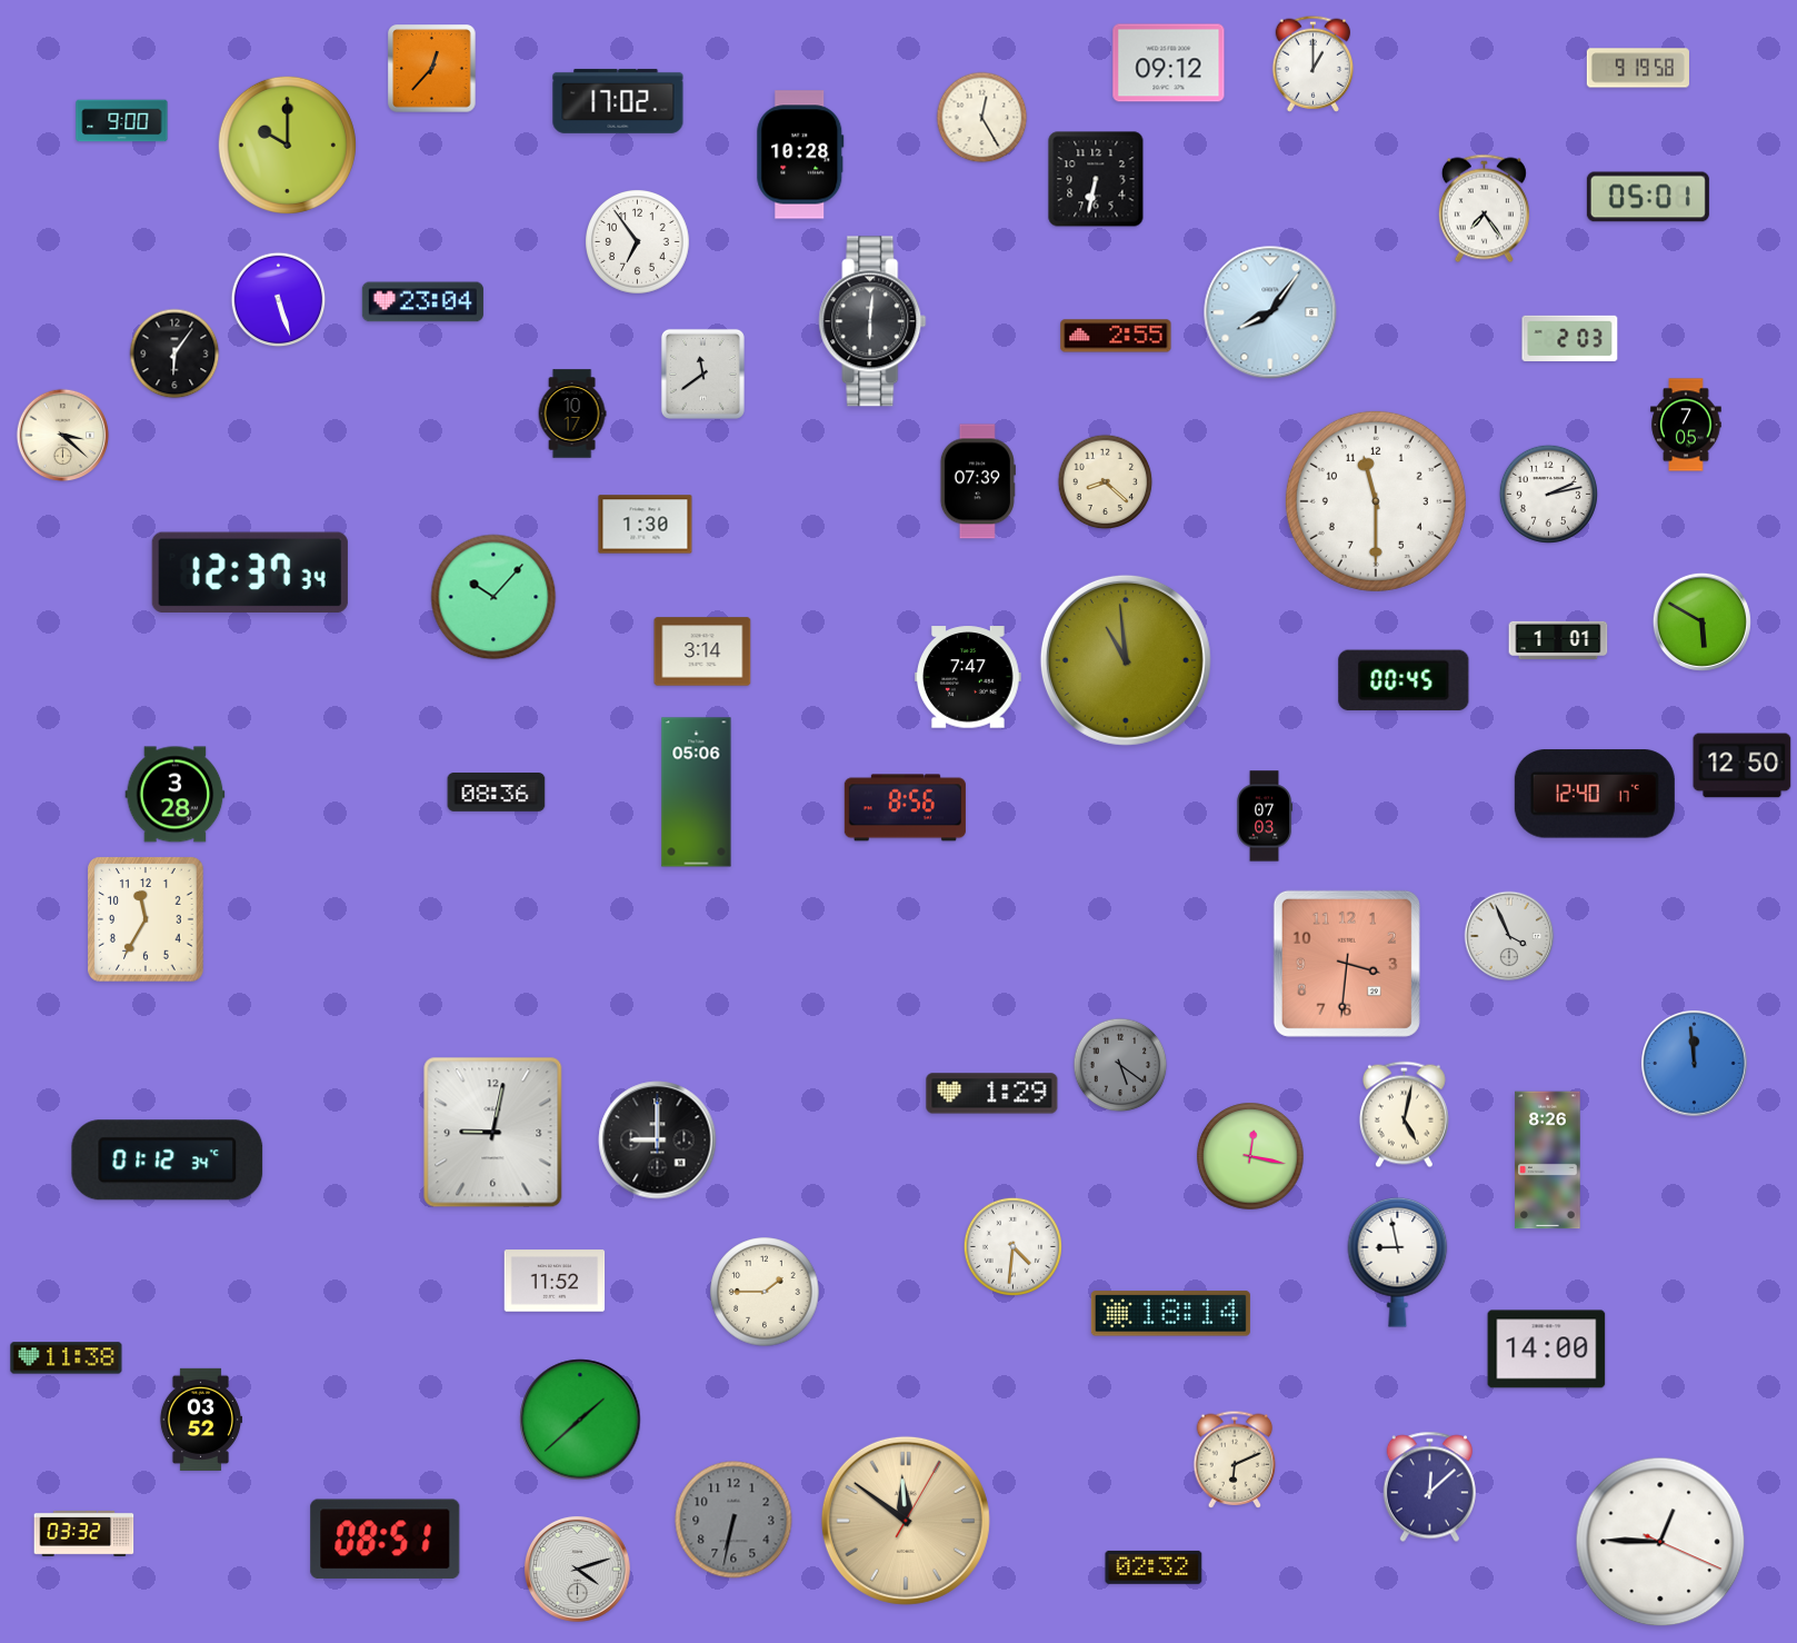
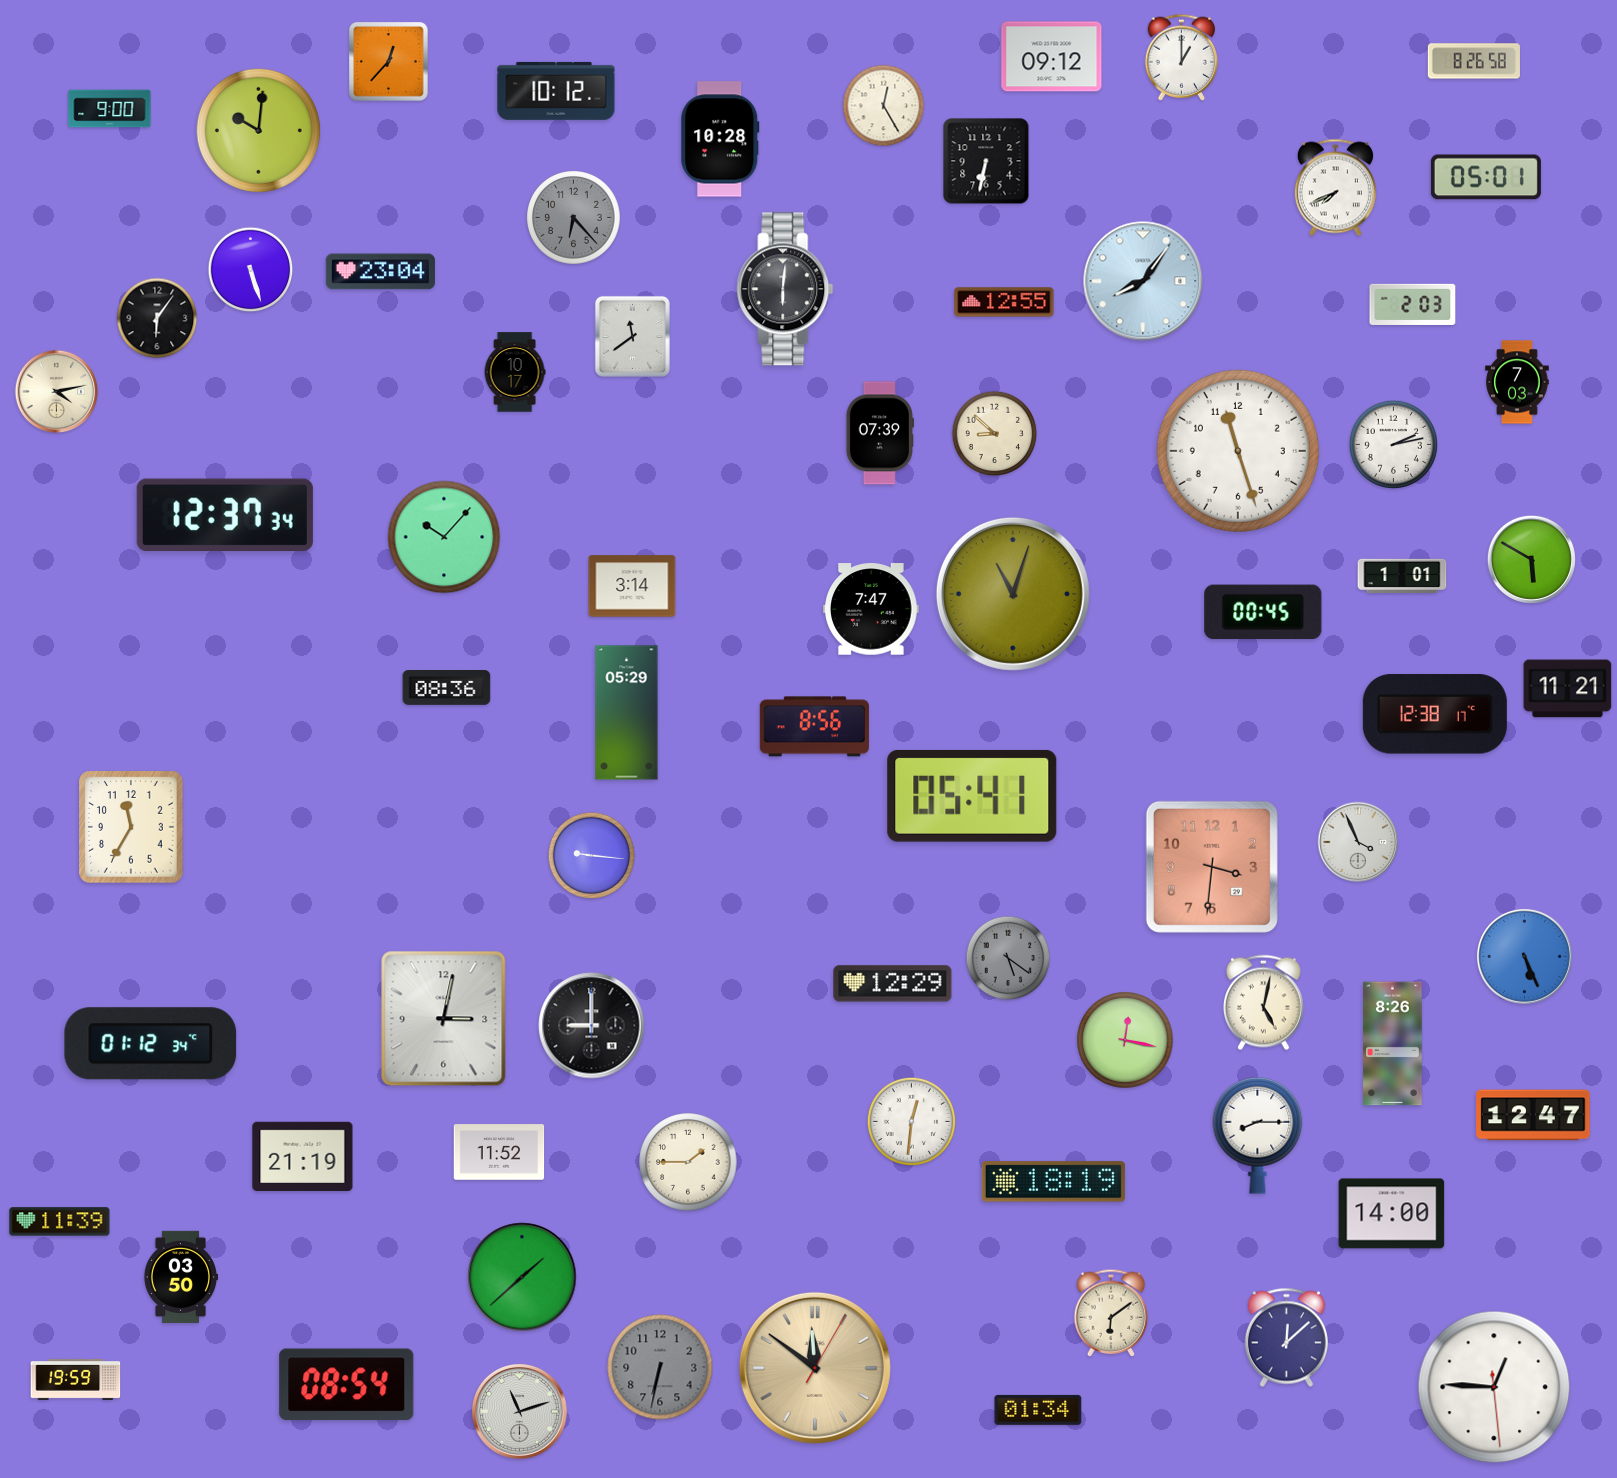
clock at (1638, 68): 9:19 -> 8:26
clock at (618, 101): 17:02 -> 10:12
clock at (287, 145): 10:00 -> 10:01
clock at (1648, 197) position: (1648, 197) -> (1486, 177)
clock at (1484, 209): 7:24 -> 7:41
clock at (638, 242): 6:54 -> 6:23
clock at (638, 242) dial: white -> grey
clock at (1116, 336): 2:55 -> 12:55
clock at (1686, 425): 7:05 -> 7:03
clock at (63, 436): 3:22 -> 4:13
clock at (1106, 482): 8:22 -> 8:52
clock at (1376, 501): 11:30 -> 11:27
clock at (646, 525): 1:30 -> none
clock at (1126, 660): 10:59 -> 11:03
clock at (1743, 766): 12:50 -> 11:21
clock at (497, 793) position: (497, 793) -> (447, 688)
clock at (697, 793): 05:06 -> 05:29
clock at (1595, 794): 12:40 -> 12:38
clock at (176, 795): 3:28 -> none
clock at (1265, 816): 07:03 -> none
clock at (972, 796): none -> 05:41
clock at (591, 855): none -> 9:16
clock at (1694, 1063): 11:59 -> 5:26
clock at (992, 1094): 1:29 -> 12:29
clock at (493, 1133): 9:02 -> 3:02
clock at (1533, 1115): none -> 12:47
clock at (1012, 1246): 4:31 -> 12:31
clock at (1398, 1263): 8:58 -> 8:15
clock at (303, 1156): none -> 21:19
clock at (1170, 1314): 18:14 -> 18:19
clock at (67, 1358): 11:38 -> 11:39
clock at (201, 1420): 03:52 -> 03:50
clock at (1235, 1460): 6:11 -> 6:09
clock at (84, 1533): 03:32 -> 19:59
clock at (386, 1540): 08:51 -> 08:54
clock at (1660, 1542): 12:45:19 -> 12:45:29
clock at (1154, 1567): 02:32 -> 01:34
clock at (577, 1569): 4:12 -> 11:12
